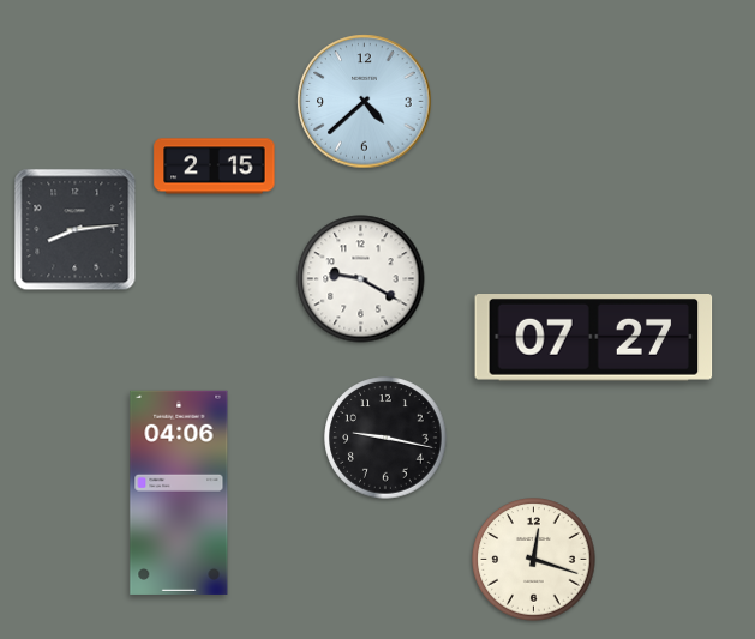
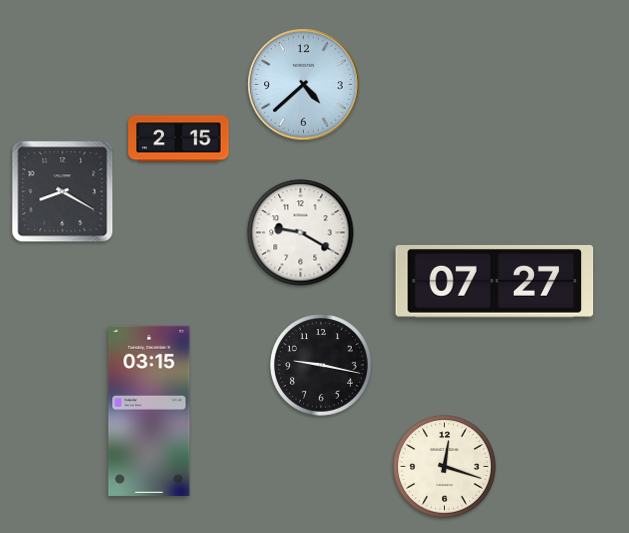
clock at (76, 230): 8:14 -> 8:20
clock at (179, 493): 04:06 -> 03:15
